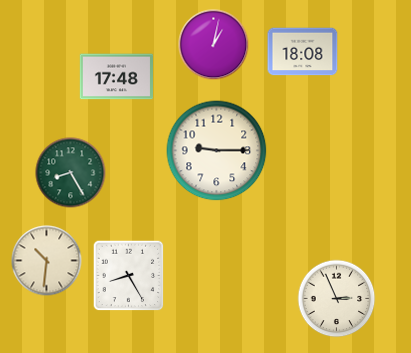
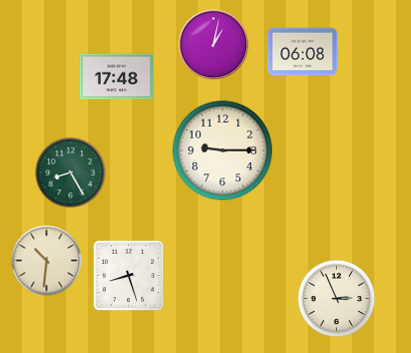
clock at (303, 52): 18:08 -> 06:08
clock at (217, 151) position: (217, 151) -> (223, 151)
clock at (129, 276): 8:25 -> 8:27
